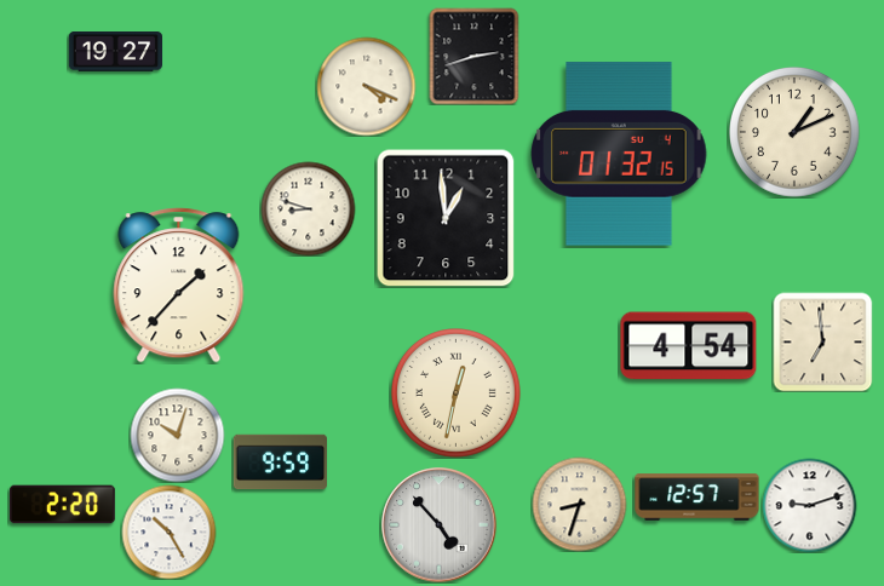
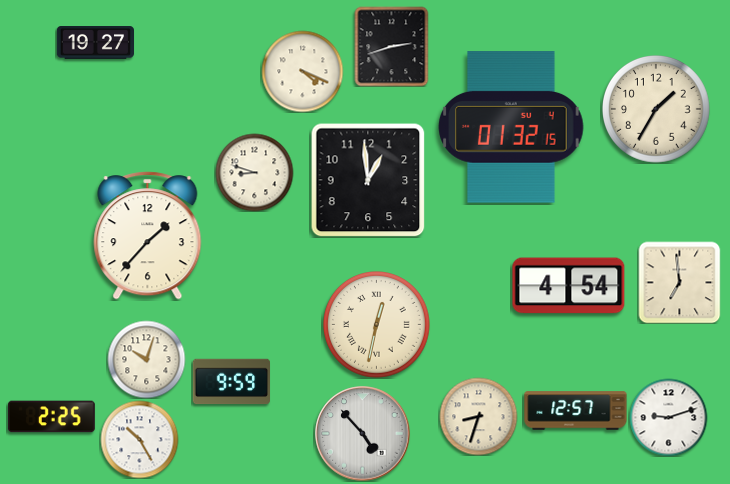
clock at (796, 133): 1:11 -> 1:35
clock at (62, 505): 2:20 -> 2:25
